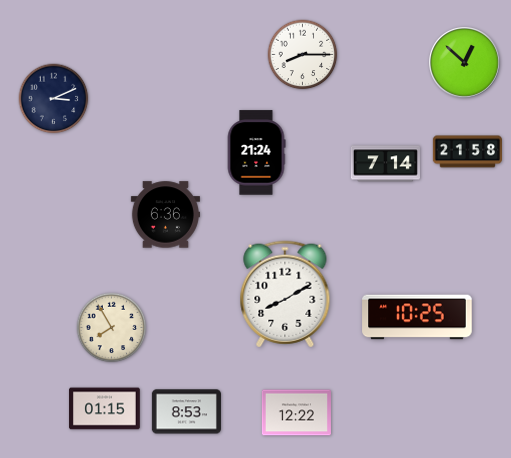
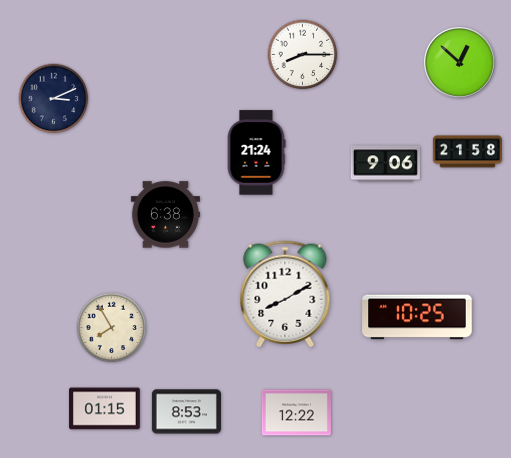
clock at (465, 63) position: (465, 63) -> (460, 63)
clock at (385, 164): 7:14 -> 9:06
clock at (165, 215): 6:36 -> 6:38
